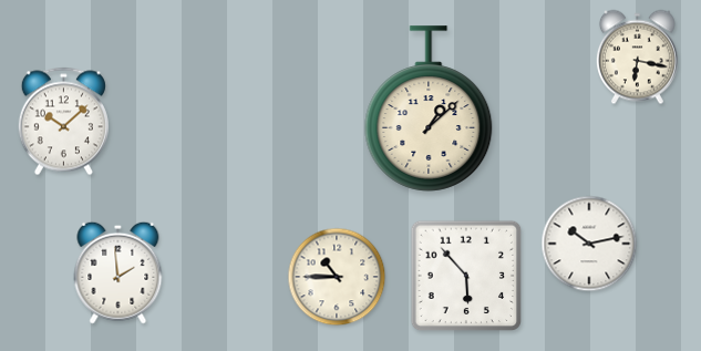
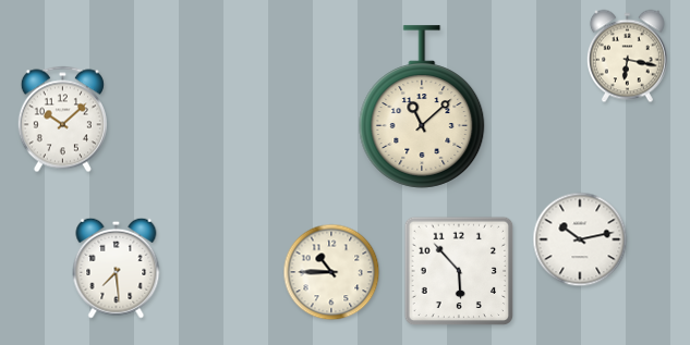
clock at (429, 109): 1:08 -> 11:08
clock at (118, 272): 1:59 -> 7:29
